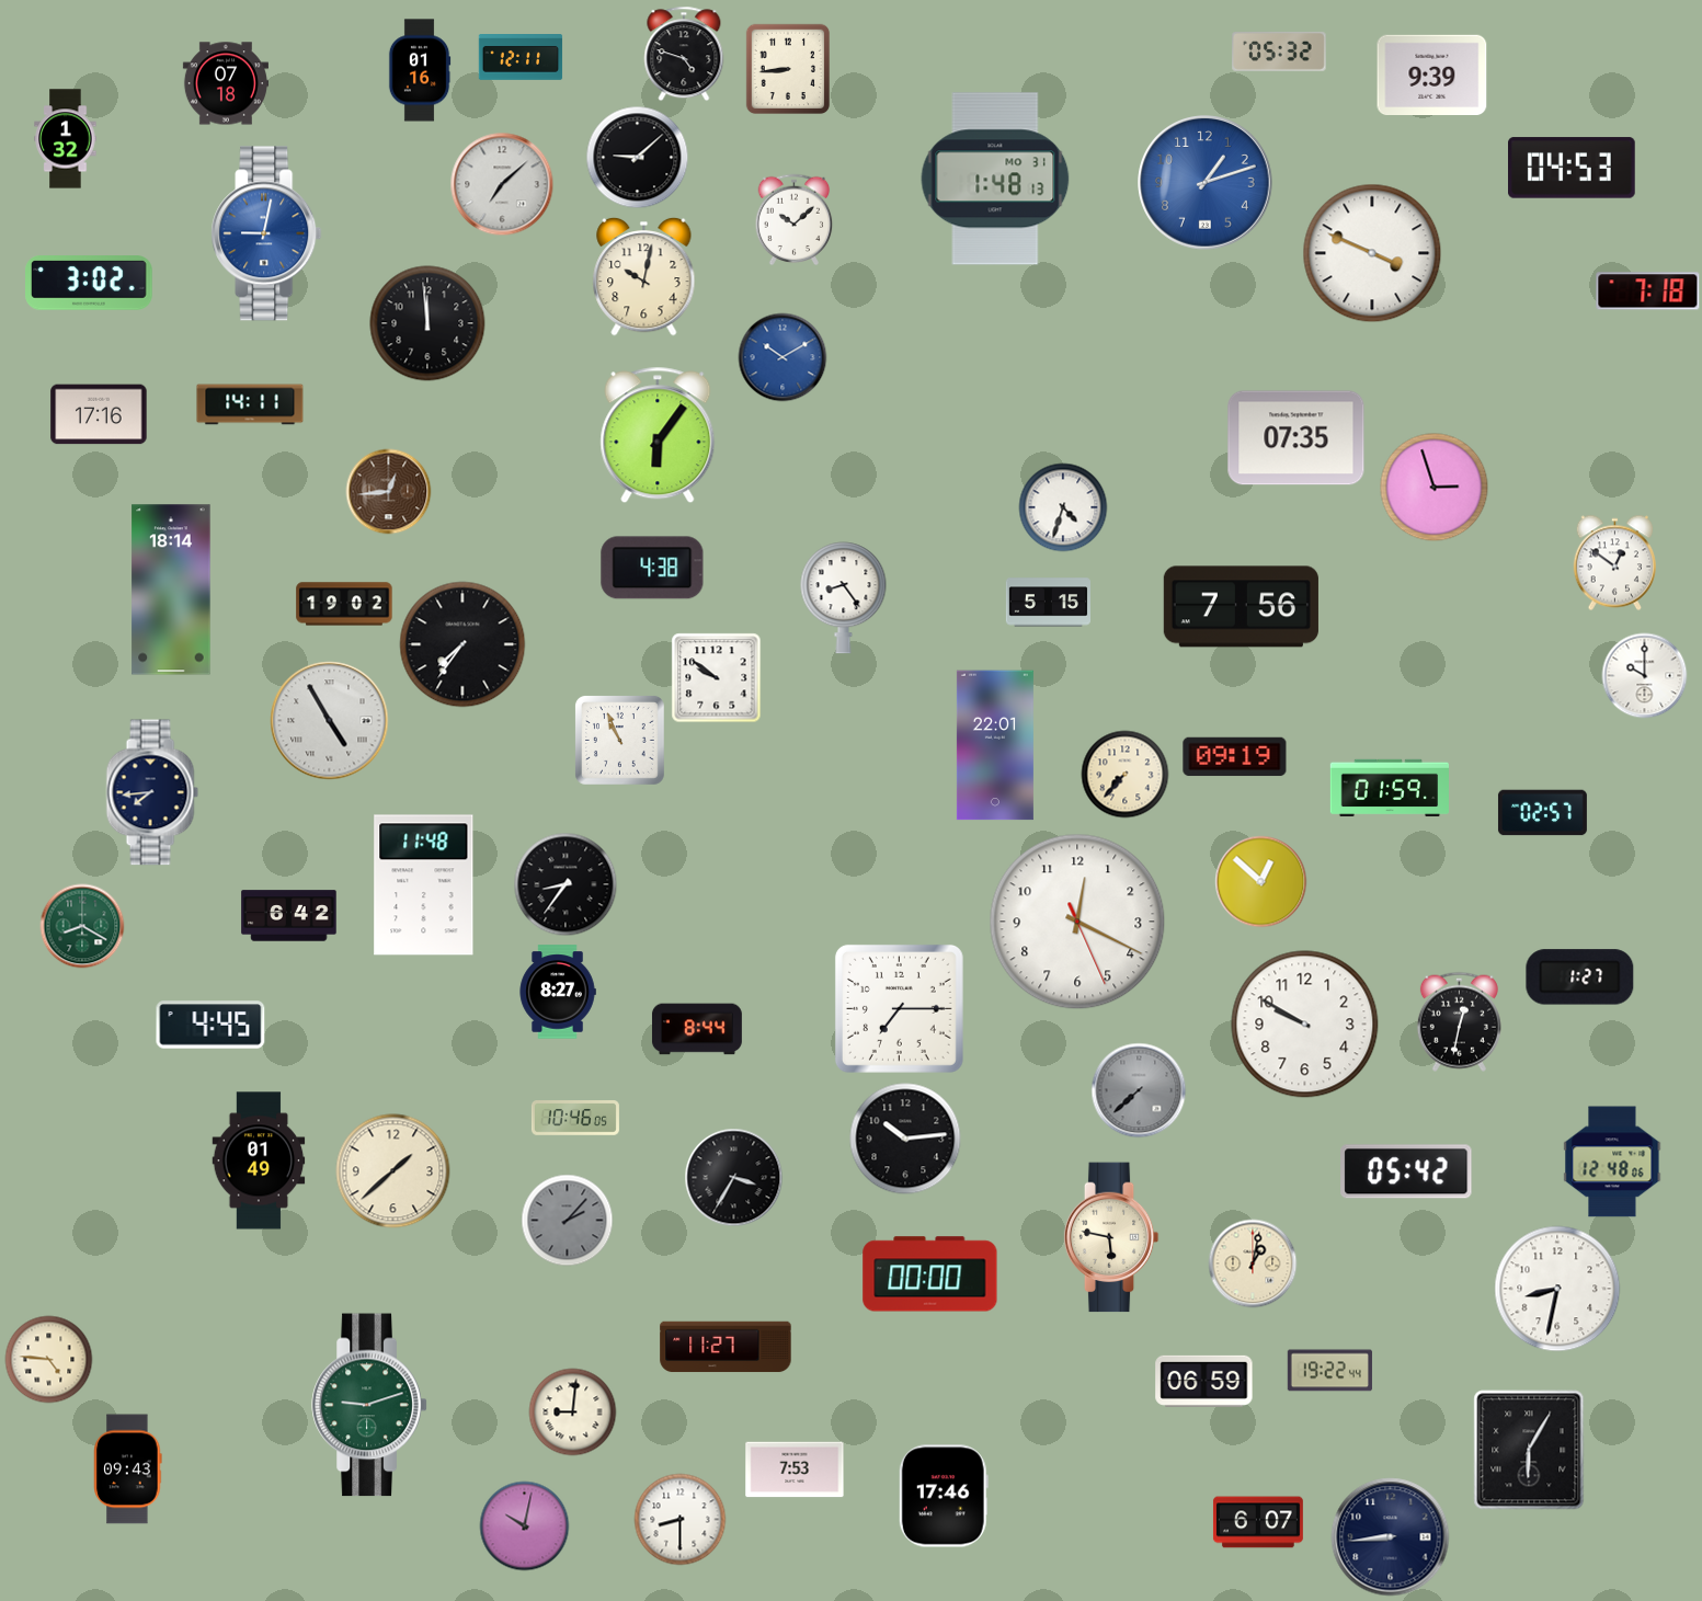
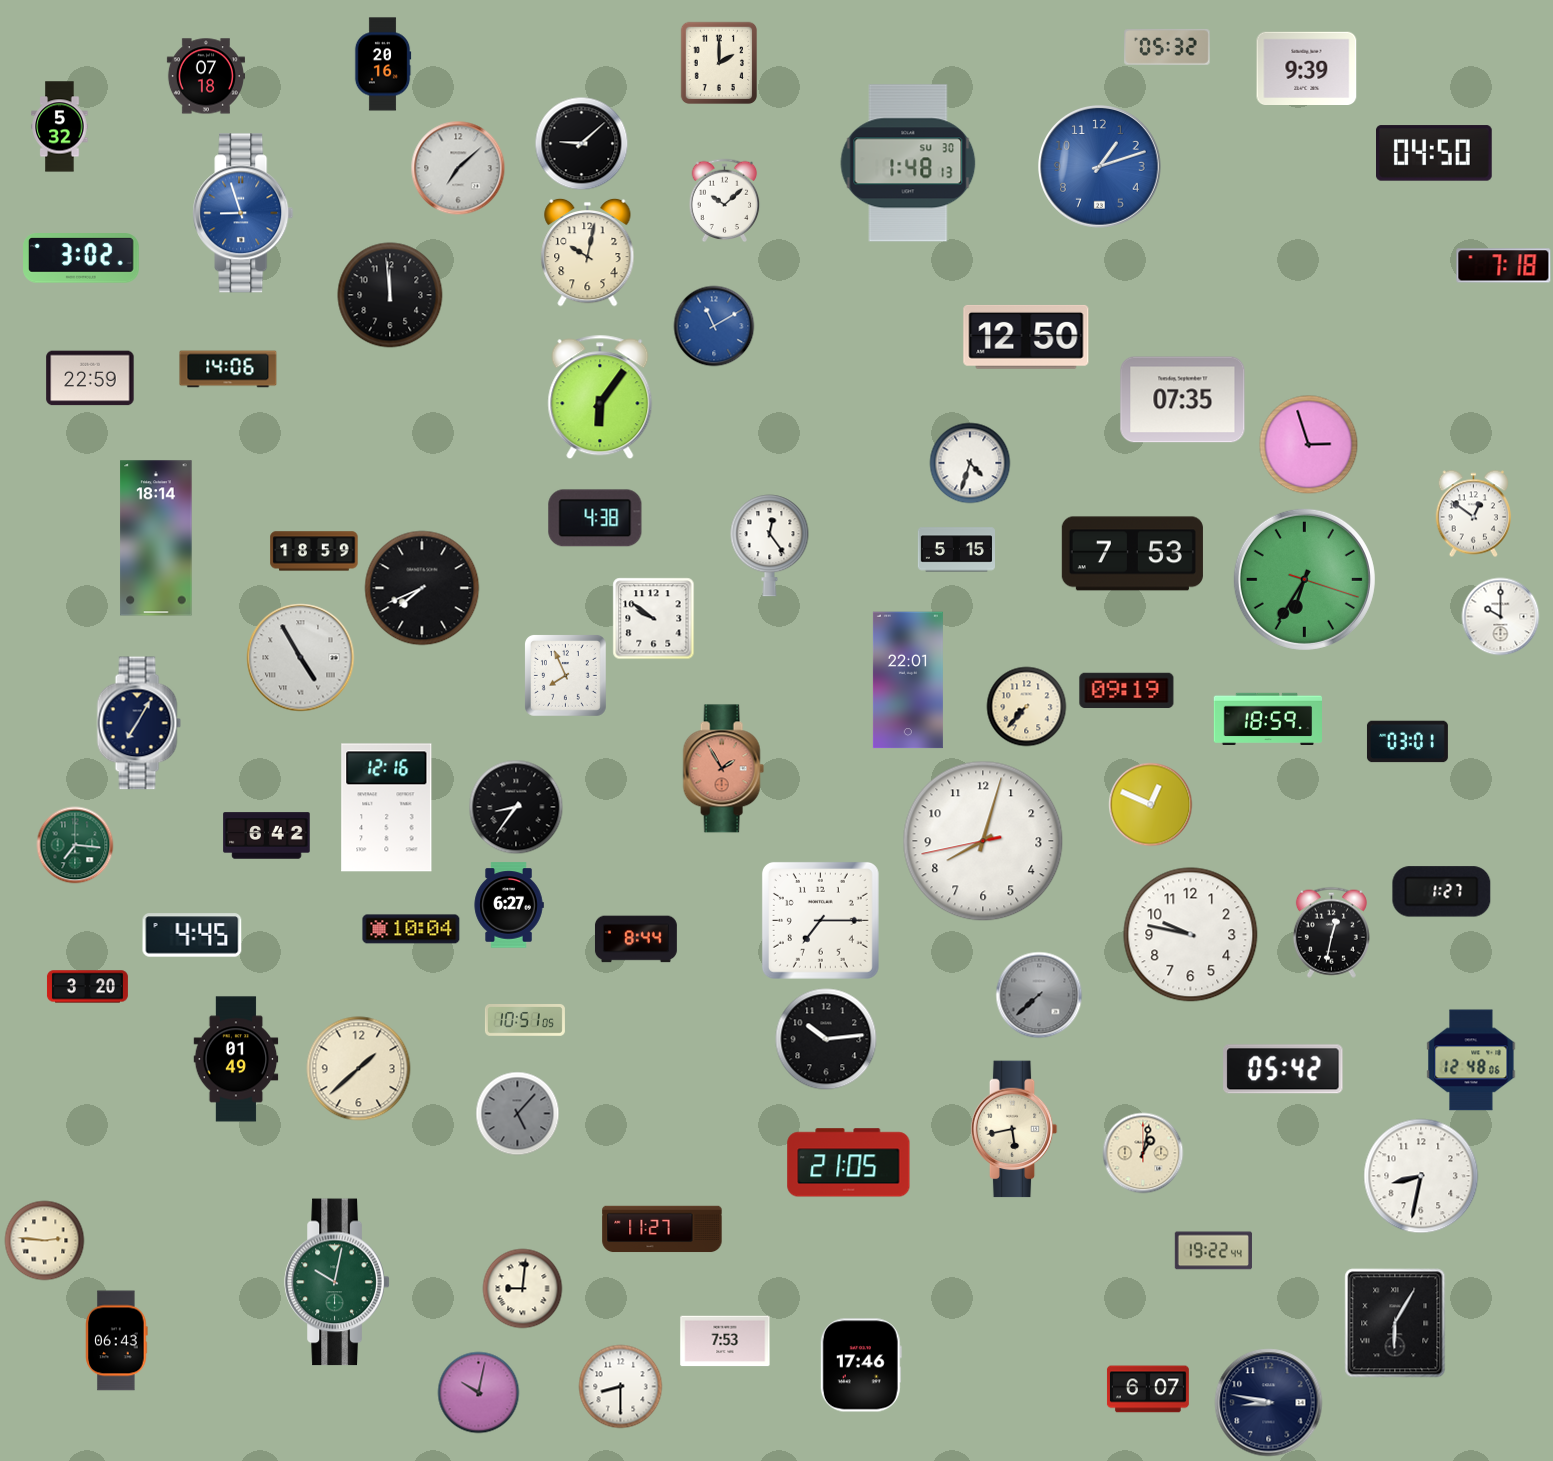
clock at (684, 54): 4:48 -> none
clock at (521, 57): 12:11 -> none
clock at (787, 68): 8:44 -> 2:00
clock at (420, 70): 01:16 -> 20:16
clock at (66, 139): 1:32 -> 5:32
clock at (1573, 168): 04:53 -> 04:50
clock at (995, 179) date: MO 31 -> SU 30
clock at (266, 233): 9:02 -> 8:57
clock at (1372, 253): 3:49 -> none
clock at (783, 357): 10:10 -> 11:10
clock at (1026, 337): none -> 12:50
clock at (250, 404): 14:11 -> 14:06
clock at (99, 414): 17:16 -> 22:59
clock at (389, 492): 12:44 -> none
clock at (844, 598): 8:24 -> 12:24
clock at (344, 604): 19:02 -> 18:59
clock at (1241, 607): 7:56 -> 7:53
clock at (1304, 579): none -> 6:35
clock at (462, 644): 7:36 -> 7:41
clock at (620, 741): 10:56 -> 7:56
clock at (1389, 787): 01:59 -> 18:59
clock at (152, 792): 7:44 -> 7:05
clock at (1542, 813): 02:57 -> 03:01
clock at (723, 769): none -> 1:55
clock at (1261, 882): 12:52 -> 12:49
clock at (424, 885): 11:48 -> 12:16
clock at (289, 916) position: (289, 916) -> (267, 836)
clock at (1077, 922): 12:19 -> 8:02
clock at (82, 926): 8:20 -> 7:16
clock at (558, 992): 8:27 -> 6:27
clock at (411, 929): none -> 10:04
clock at (1305, 1025): 9:50 -> 9:47
clock at (87, 987): none -> 3:20
clock at (575, 1119): 10:46 -> 10:51
clock at (734, 1178): 3:35 -> none
clock at (568, 1221): 2:07 -> 5:07
clock at (1111, 1237): 5:47 -> 5:43
clock at (930, 1274): 00:00 -> 21:05
clock at (49, 1360): 4:46 -> 2:46
clock at (1204, 1381): 06:59 -> none
clock at (369, 1405): 9:12 -> 10:02
clock at (128, 1470): 09:43 -> 06:43
clock at (1391, 1537): 8:44 -> 8:47
